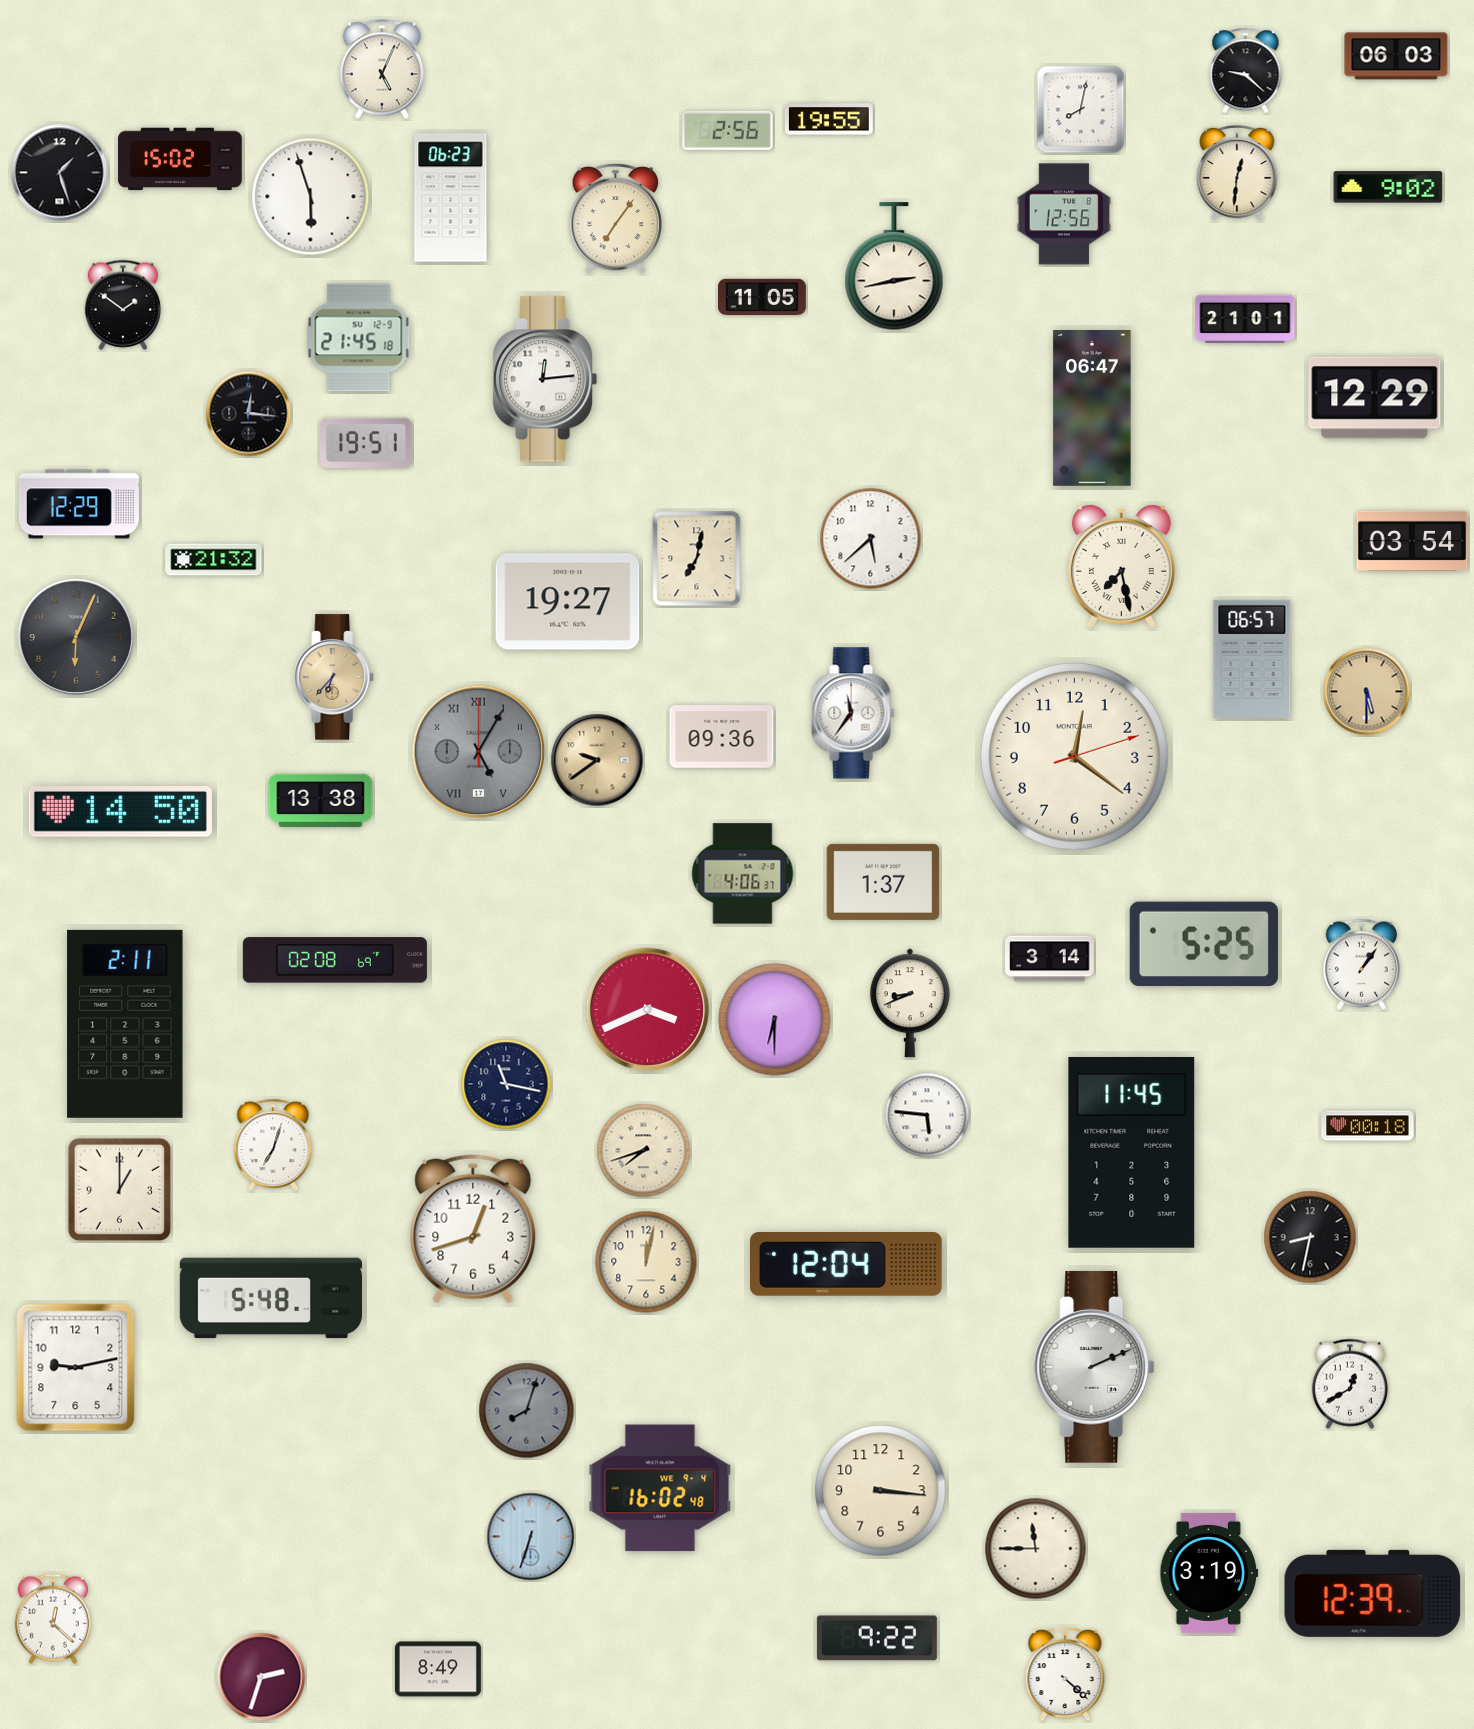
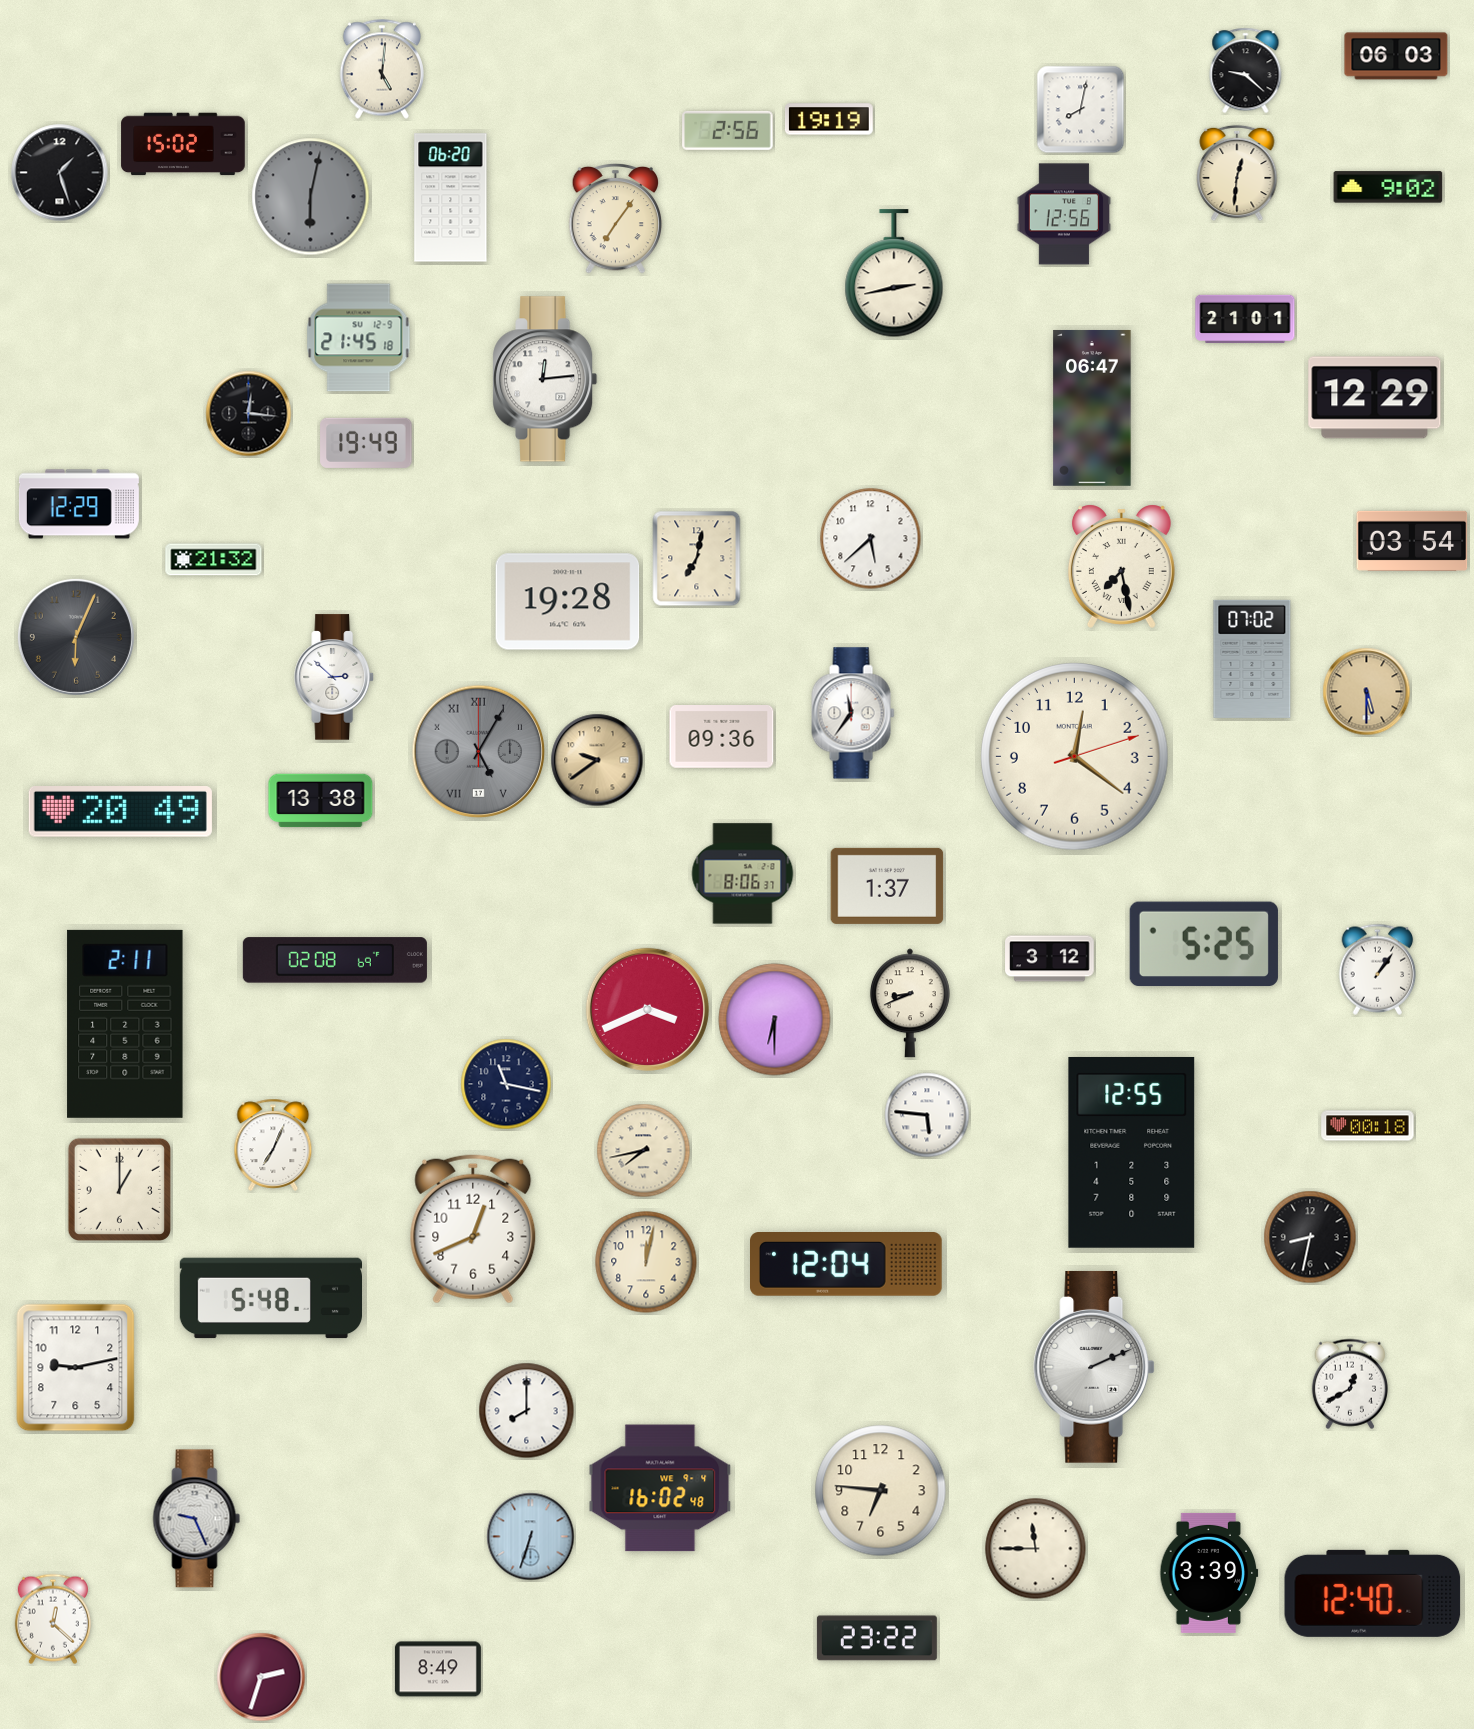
clock at (382, 69): 5:04 -> 5:01
clock at (829, 119): 19:55 -> 19:19
clock at (180, 159) position: (180, 159) -> (183, 144)
clock at (311, 197): 5:57 -> 6:02
clock at (311, 197) dial: white -> grey
clock at (451, 198): 06:23 -> 06:20
clock at (894, 267) position: (894, 267) -> (894, 274)
clock at (763, 297): 11:05 -> none
clock at (123, 305): 1:51 -> none
clock at (366, 443): 19:51 -> 19:49
clock at (568, 602): 19:27 -> 19:28
clock at (1252, 659): 06:57 -> 07:02
clock at (334, 677): 6:37 -> 2:52
clock at (334, 677) dial: champagne -> white
clock at (120, 812): 14:50 -> 20:49
clock at (743, 874): 4:06 -> 8:06
clock at (883, 882) position: (883, 882) -> (887, 886)
clock at (1050, 959): 3:14 -> 3:12
clock at (1362, 964) position: (1362, 964) -> (1378, 969)
clock at (273, 1145): 7:03 -> 7:04
clock at (644, 1151): 7:42 -> 7:43
clock at (1132, 1152): 11:45 -> 12:55
clock at (473, 1229): 12:42 -> 12:41
clock at (527, 1411): 8:03 -> 8:00
clock at (527, 1411) dial: grey -> white
clock at (881, 1491): 3:16 -> 6:46
clock at (197, 1519): none -> 9:26
clock at (1209, 1573): 3:19 -> 3:39
clock at (1373, 1593): 12:39 -> 12:40
clock at (877, 1638): 9:22 -> 23:22
clock at (1065, 1675): 4:22 -> none
